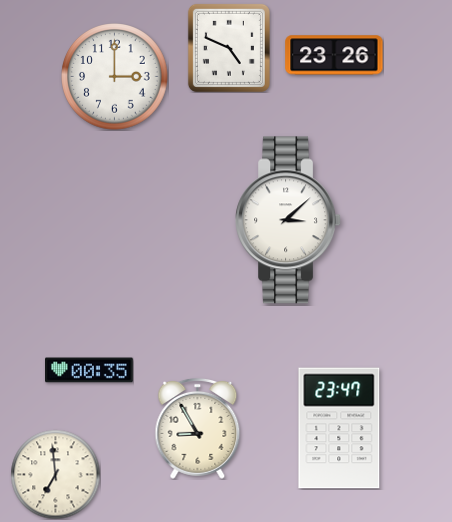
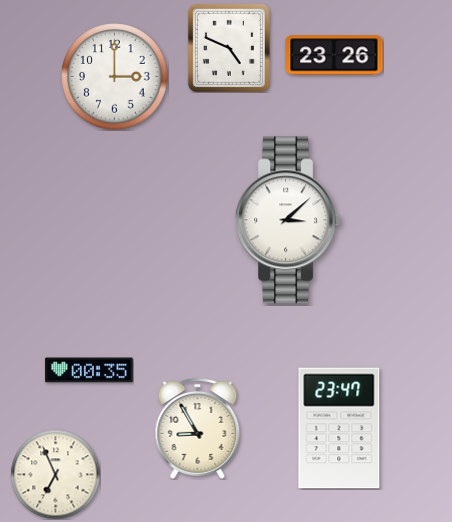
clock at (55, 474): 6:59 -> 6:56
